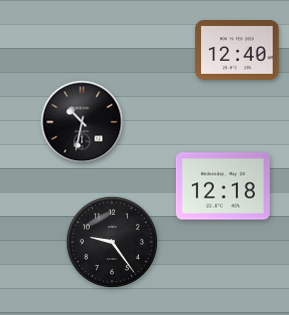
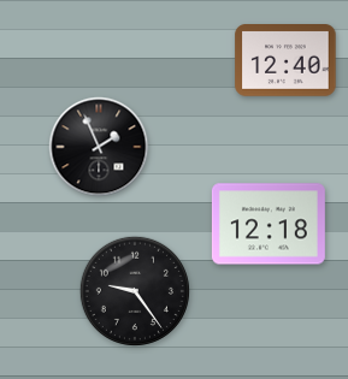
clock at (82, 122): 10:32 -> 1:56
